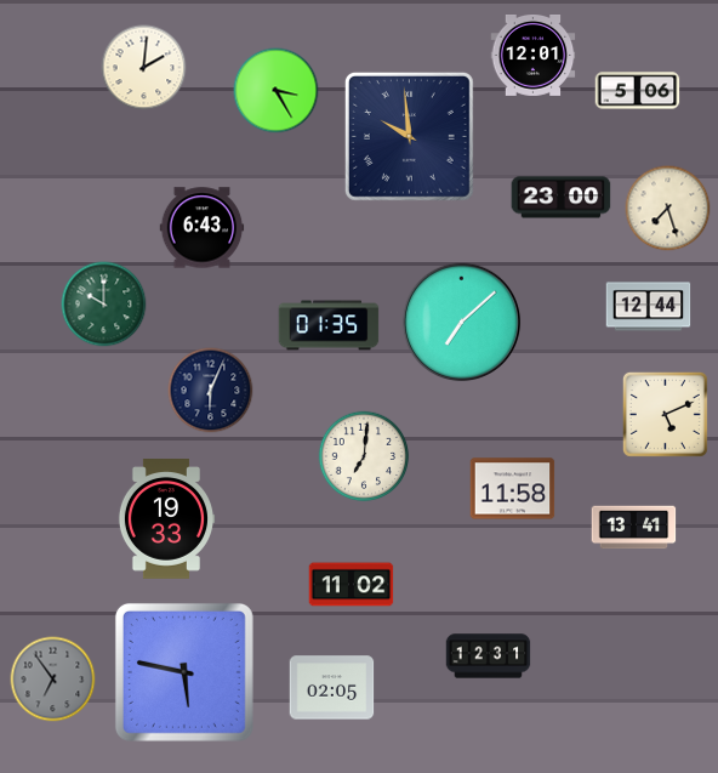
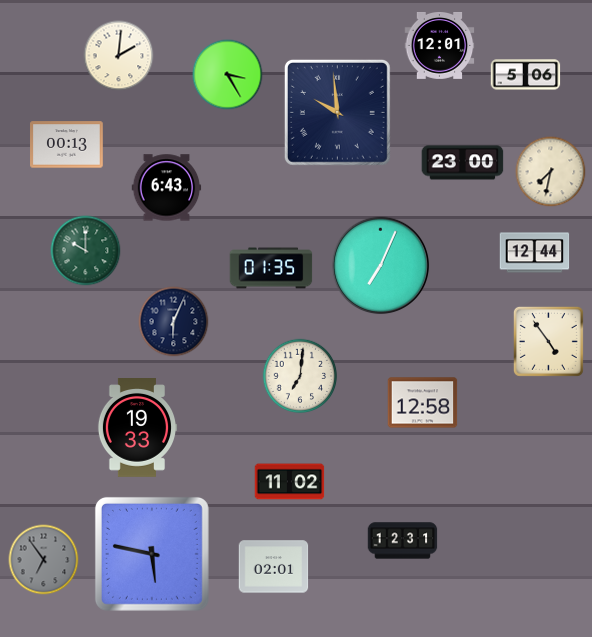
clock at (67, 145): none -> 00:13
clock at (668, 209): 7:27 -> 7:32
clock at (462, 323): 7:08 -> 7:04
clock at (665, 414): 5:11 -> 4:54
clock at (513, 489): 11:58 -> 12:58
clock at (634, 528): 13:41 -> none
clock at (332, 688): 02:05 -> 02:01
